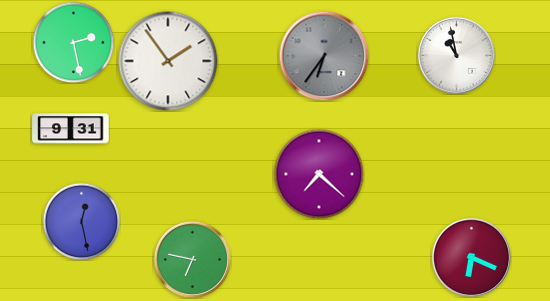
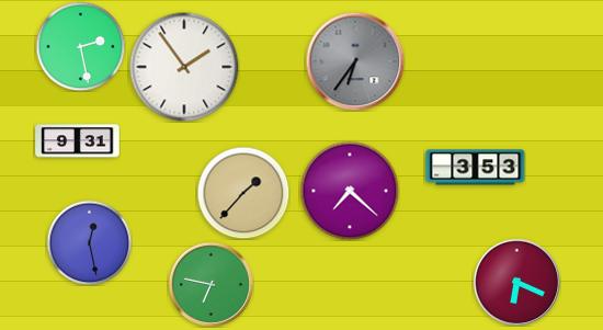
clock at (456, 55): 10:58 -> none
clock at (476, 168): none -> 3:53
clock at (243, 193): none -> 1:37
